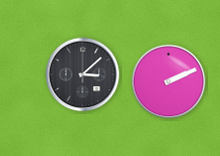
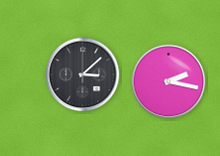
clock at (169, 82): 2:11 -> 2:17
